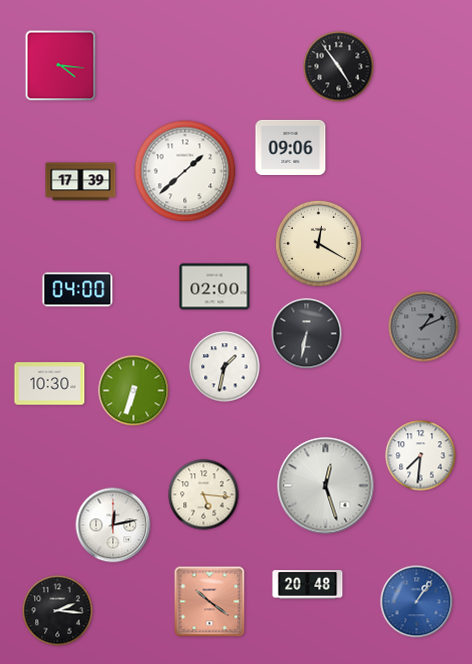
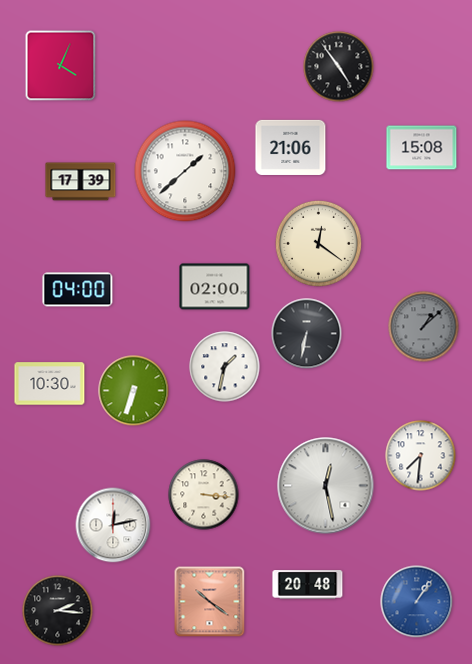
clock at (61, 66): 4:16 -> 4:04
clock at (291, 147): 09:06 -> 21:06
clock at (422, 148): none -> 15:08
clock at (318, 243): 12:20 -> 12:21
clock at (424, 327): 1:11 -> 1:08
clock at (326, 486): 12:27 -> 12:28
clock at (204, 495): 5:16 -> 3:16
